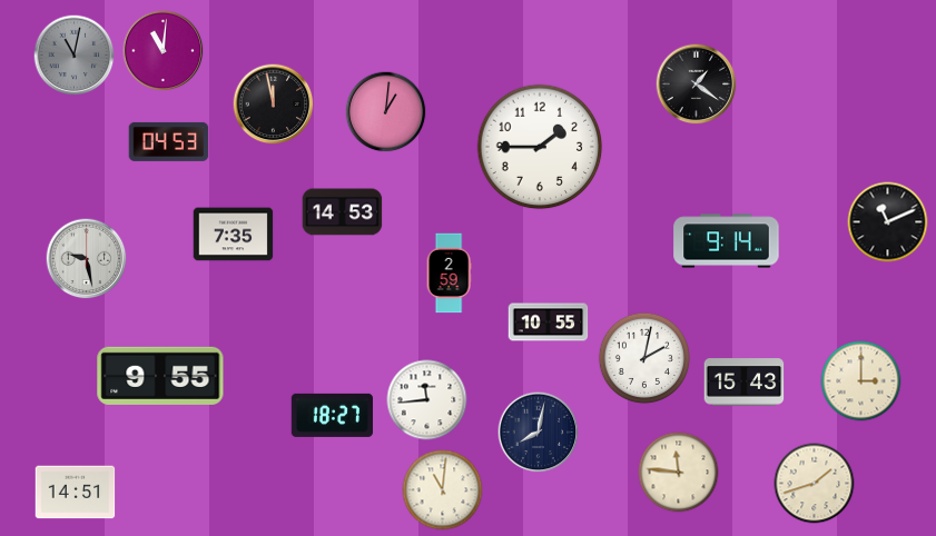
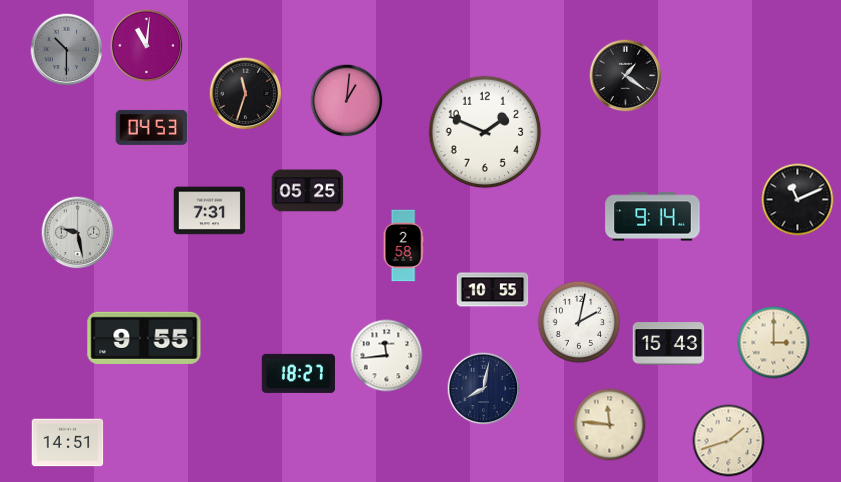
clock at (75, 56): 11:02 -> 10:30
clock at (274, 105): 11:58 -> 11:33
clock at (540, 147): 1:45 -> 1:49
clock at (343, 212): 14:53 -> 05:25
clock at (234, 235): 7:35 -> 7:31
clock at (449, 274): 2:59 -> 2:58
clock at (427, 400) position: (427, 400) -> (387, 356)
clock at (815, 484) position: (815, 484) -> (729, 441)
clock at (443, 490): 11:01 -> none
